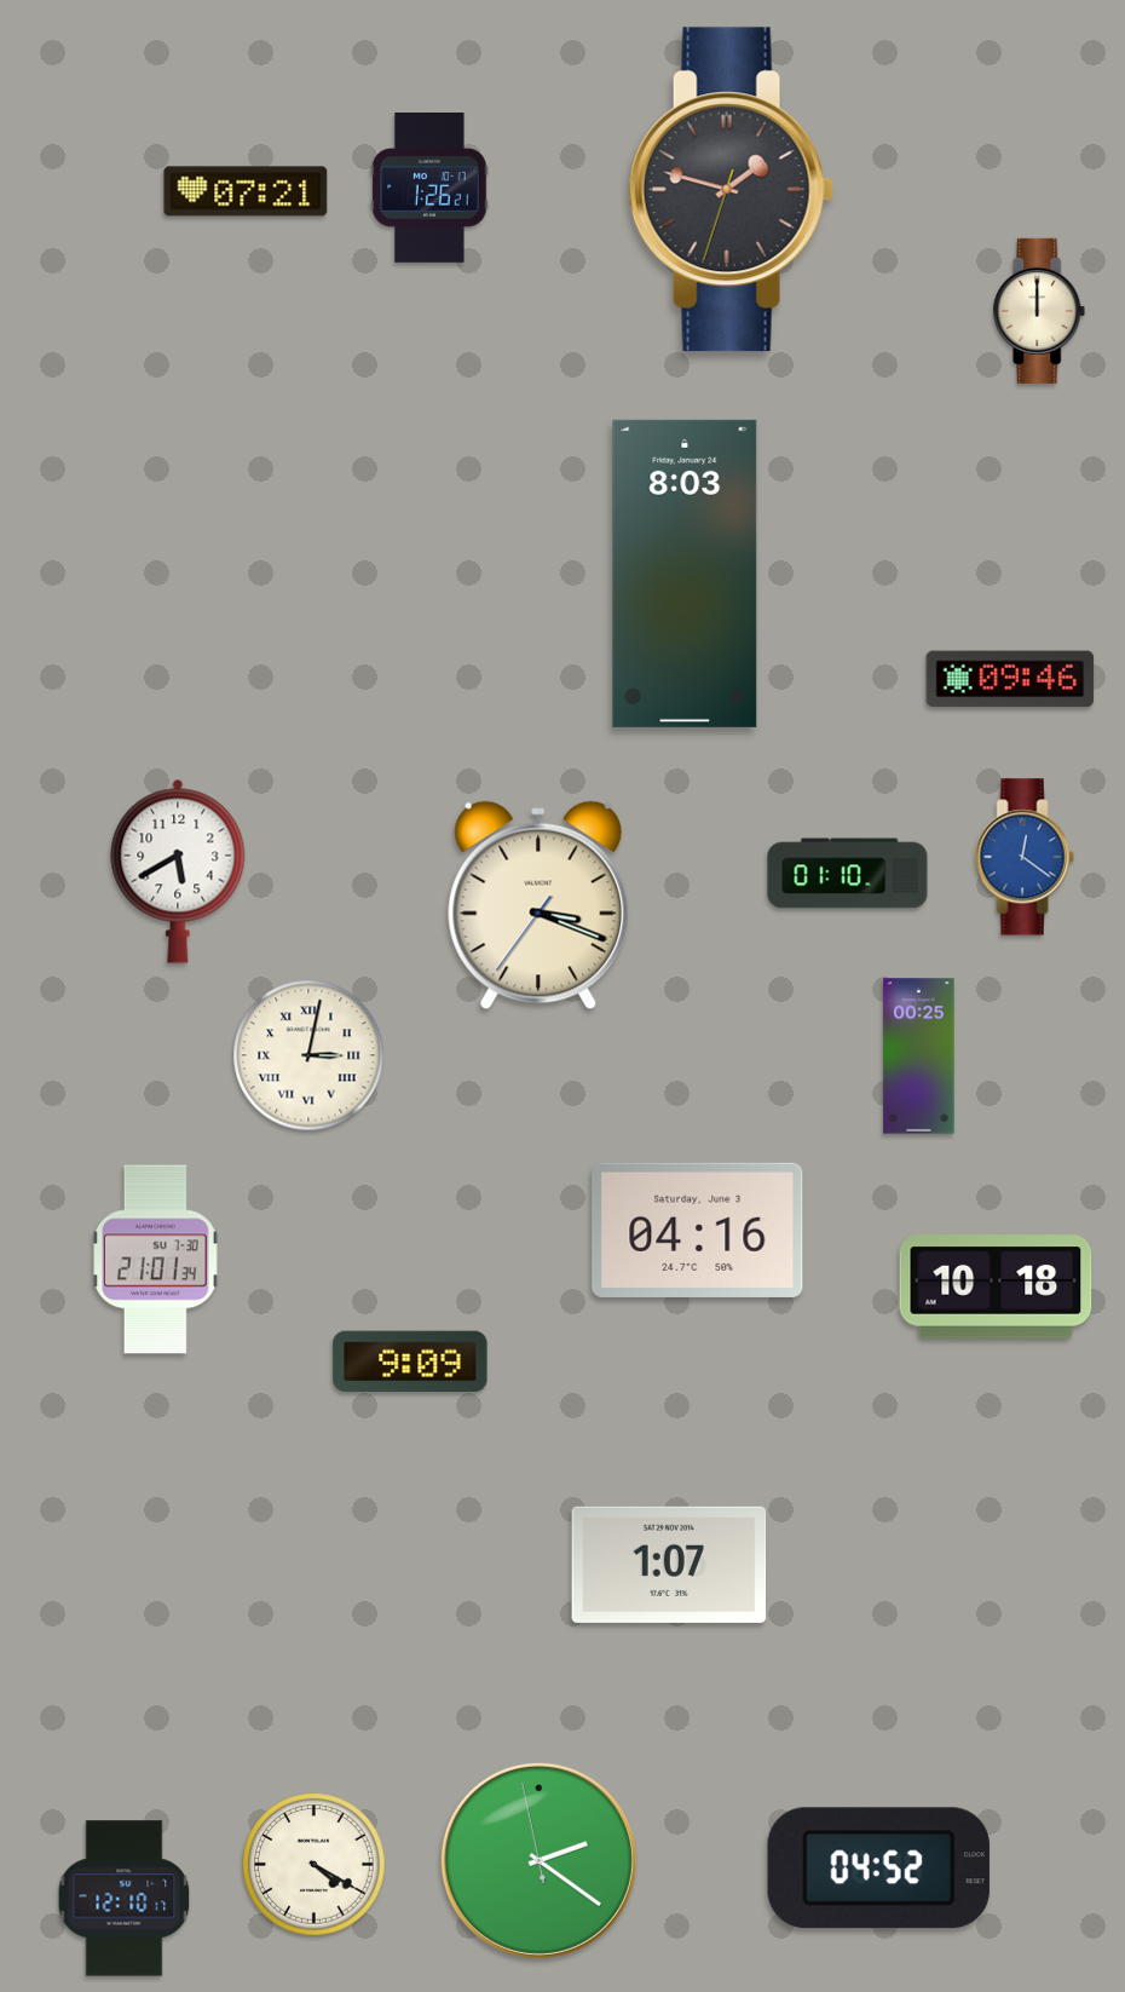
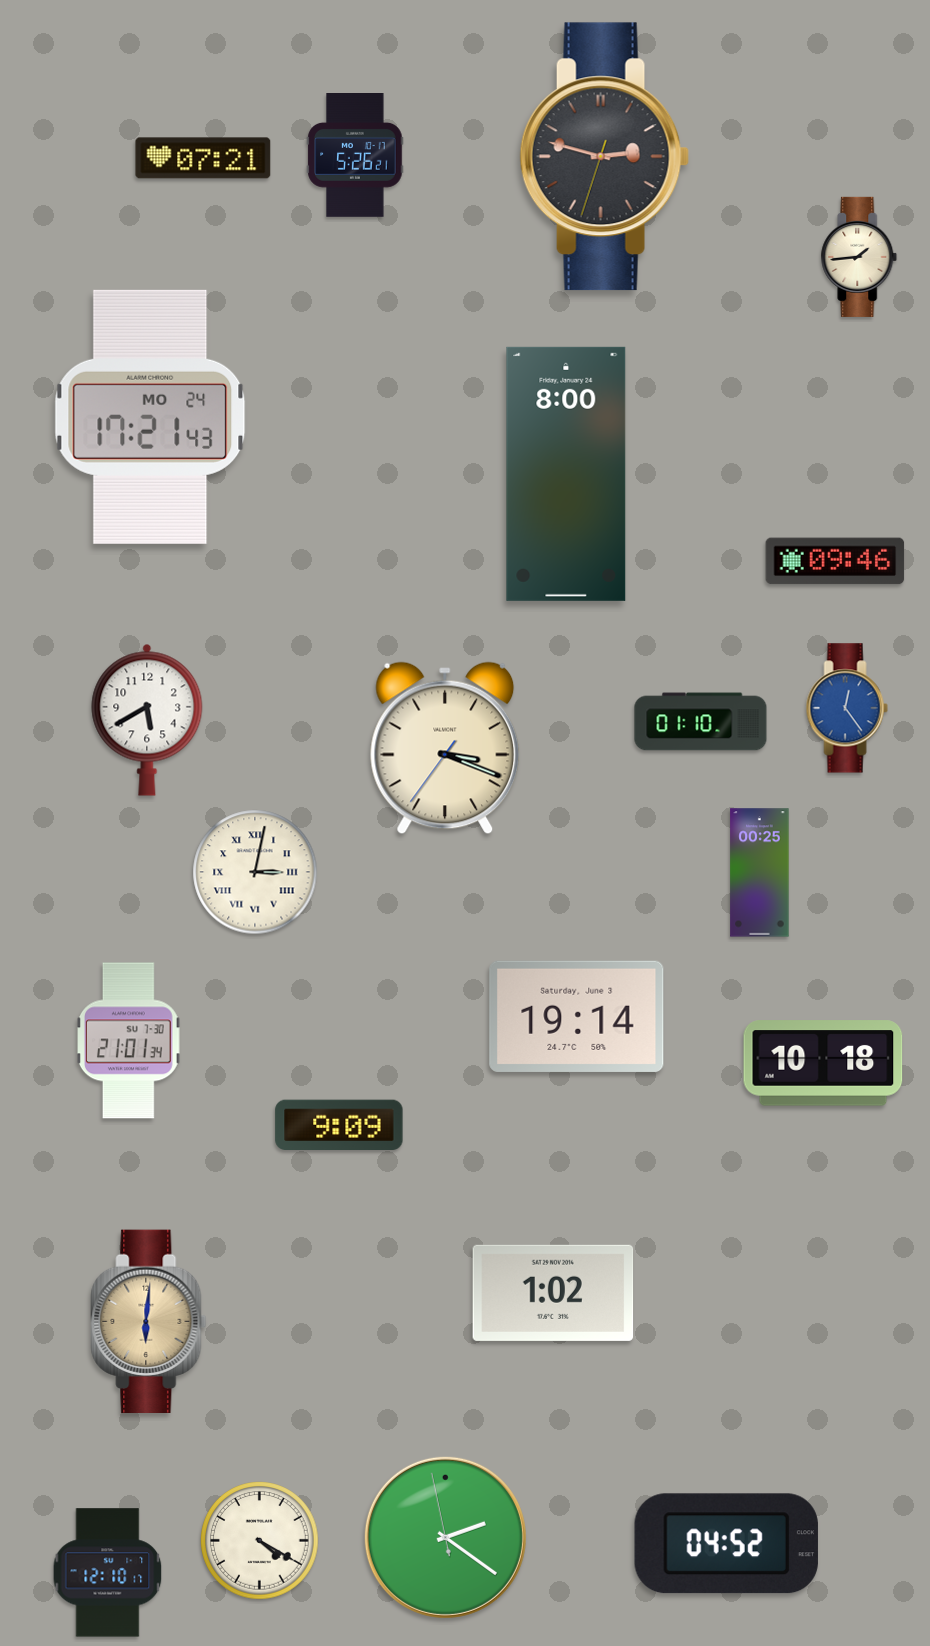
clock at (429, 189): 1:26 -> 5:26
clock at (731, 190): 1:47 -> 2:47
clock at (1039, 311): 12:00 -> 1:44
clock at (150, 417): none -> 17:21
clock at (685, 574): 8:03 -> 8:00
clock at (1025, 857): 12:21 -> 12:24
clock at (698, 1230): 04:16 -> 19:14
clock at (669, 1565): 1:07 -> 1:02
clock at (149, 1322): none -> 6:01
clock at (125, 1899) position: (125, 1899) -> (108, 1573)
